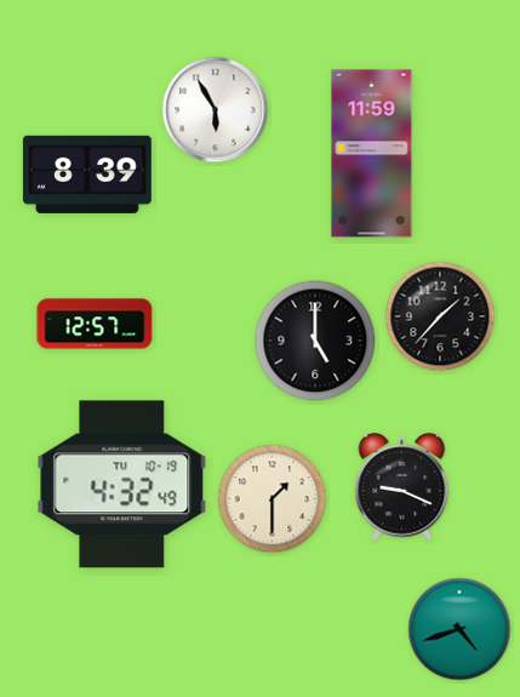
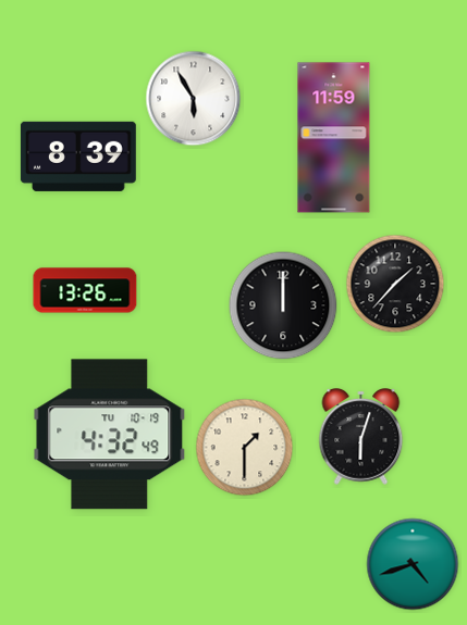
clock at (95, 324): 12:57 -> 13:26
clock at (315, 341): 5:00 -> 12:00
clock at (402, 487): 9:19 -> 6:03
